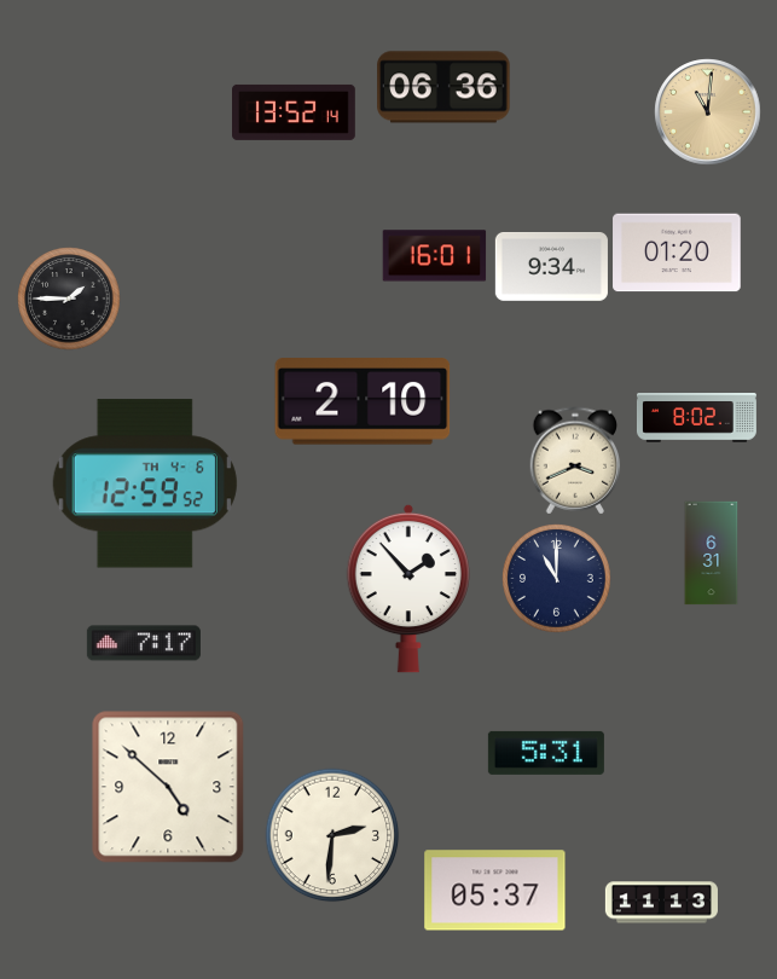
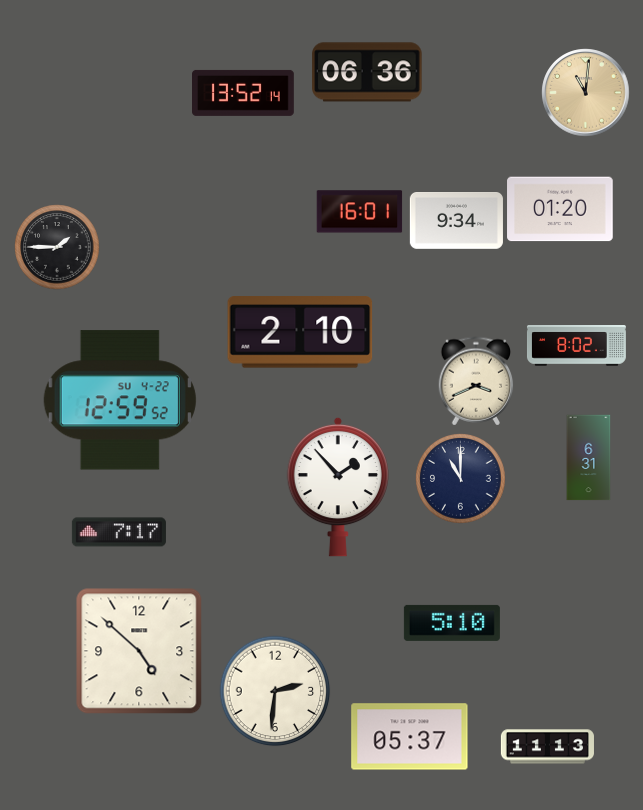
clock at (145, 483) date: TH 4-6 -> SU 4-22
clock at (546, 753): 5:31 -> 5:10
